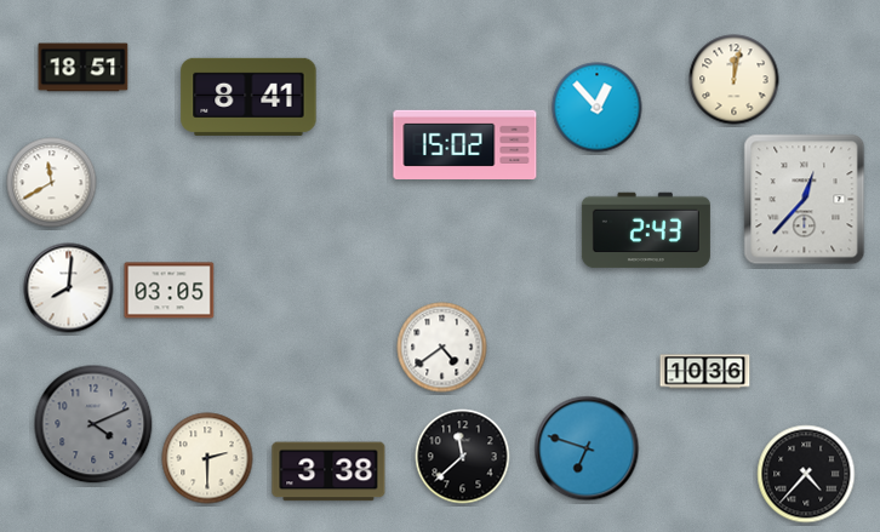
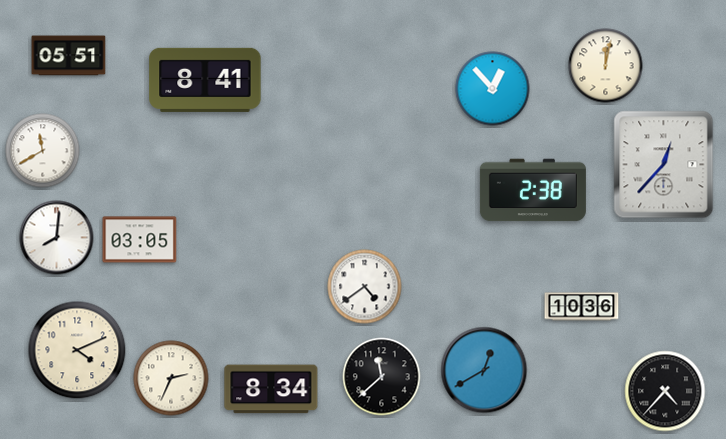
clock at (84, 68): 18:51 -> 05:51
clock at (465, 144): 15:02 -> none
clock at (646, 230): 2:43 -> 2:38
clock at (93, 424) dial: grey -> cream
clock at (587, 448): 6:48 -> 12:40
clock at (207, 458): 2:30 -> 2:34
clock at (328, 471): 3:38 -> 8:34
